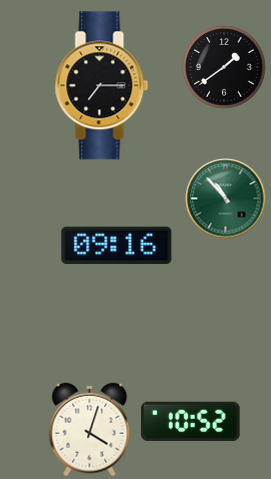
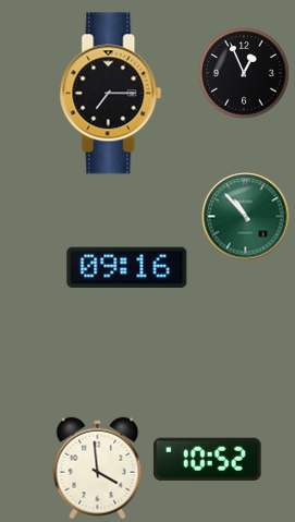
clock at (224, 67): 1:39 -> 12:56
clock at (90, 430): 4:03 -> 3:59
